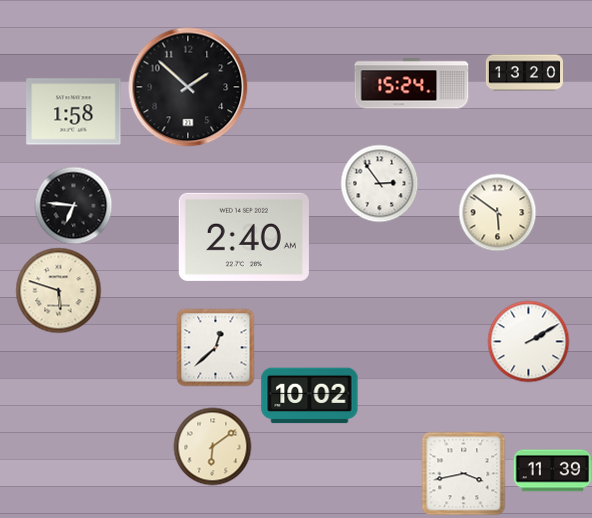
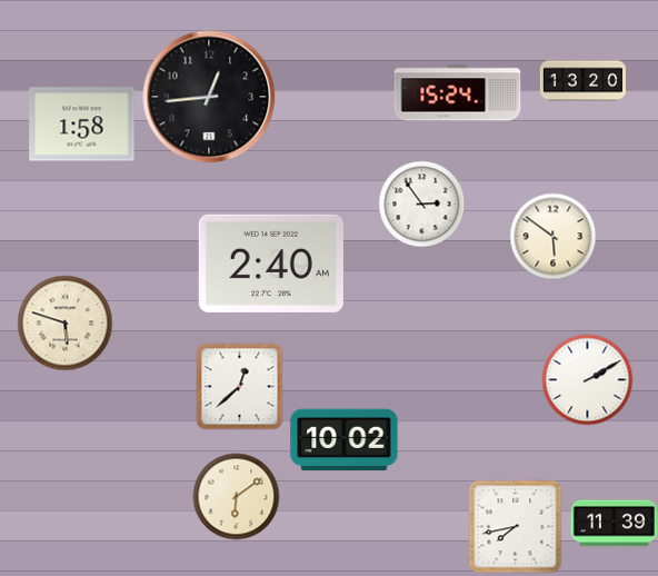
clock at (188, 87): 1:52 -> 12:44
clock at (73, 205): 6:46 -> none
clock at (463, 473): 3:43 -> 7:43
